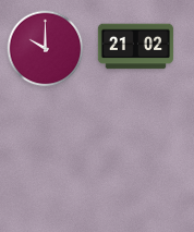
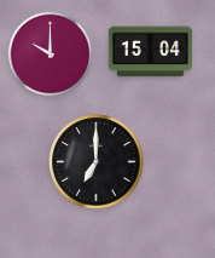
clock at (135, 47): 21:02 -> 15:04
clock at (97, 162): none -> 7:00
